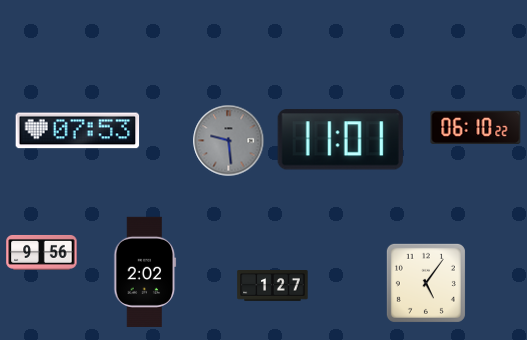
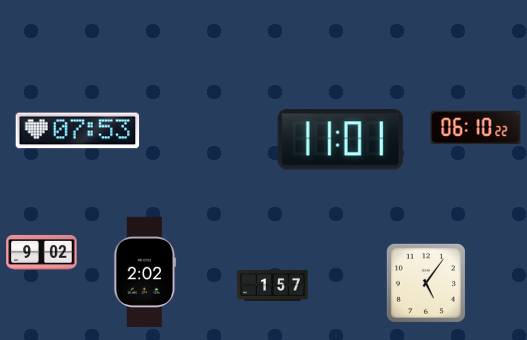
clock at (229, 141): 9:29 -> none
clock at (42, 252): 9:56 -> 9:02
clock at (273, 286): 1:27 -> 1:57
